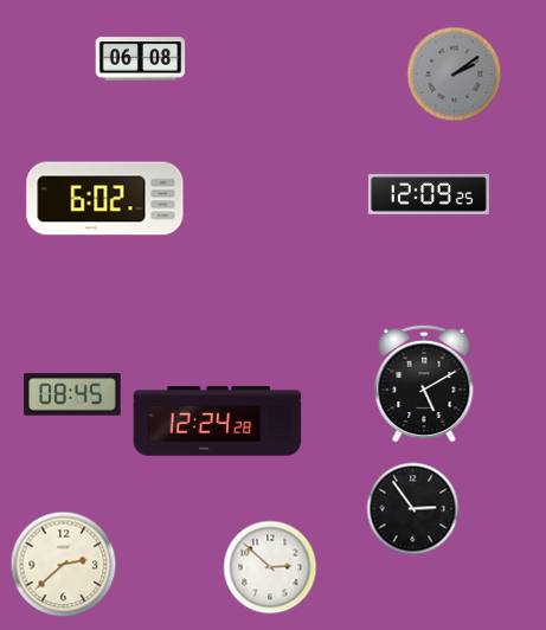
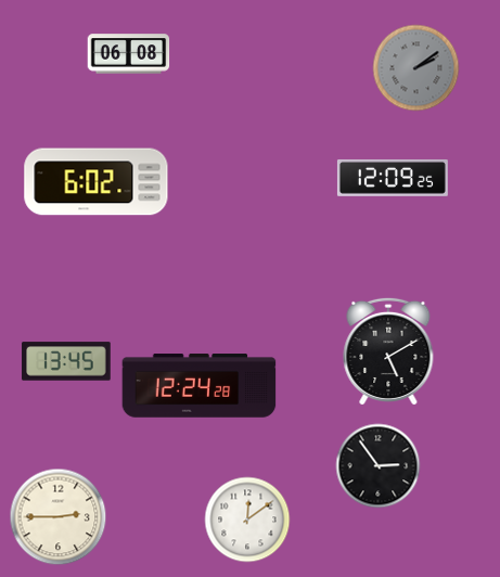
clock at (72, 394): 08:45 -> 13:45
clock at (64, 565): 2:38 -> 2:45
clock at (270, 567): 2:52 -> 12:09
